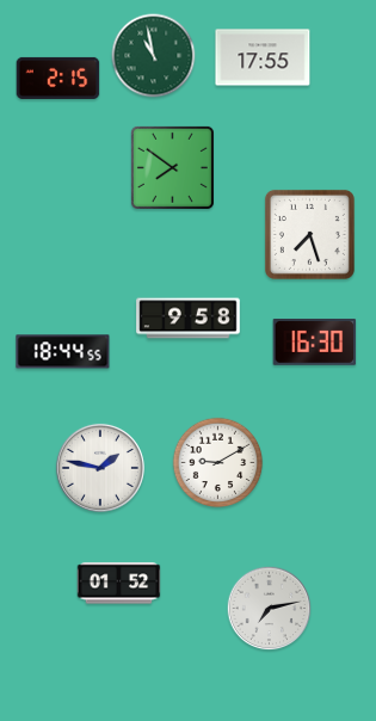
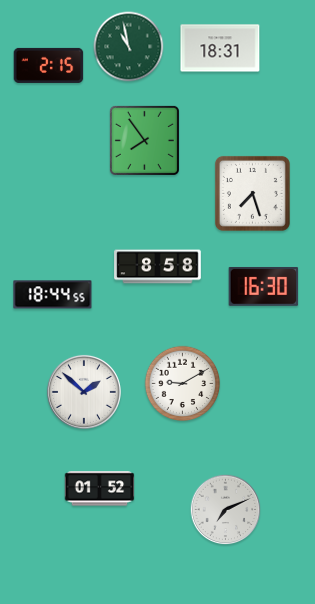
clock at (263, 57): 17:55 -> 18:31
clock at (172, 167): 7:51 -> 7:54
clock at (309, 234) position: (309, 234) -> (252, 193)
clock at (189, 319): 9:58 -> 8:58
clock at (218, 463) position: (218, 463) -> (183, 384)
clock at (100, 468): 1:47 -> 1:52
clock at (270, 609): 7:13 -> 7:11
